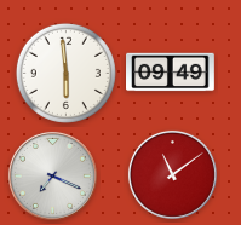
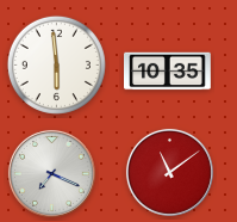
clock at (65, 73) position: (65, 73) -> (56, 64)
clock at (171, 73): 09:49 -> 10:35
